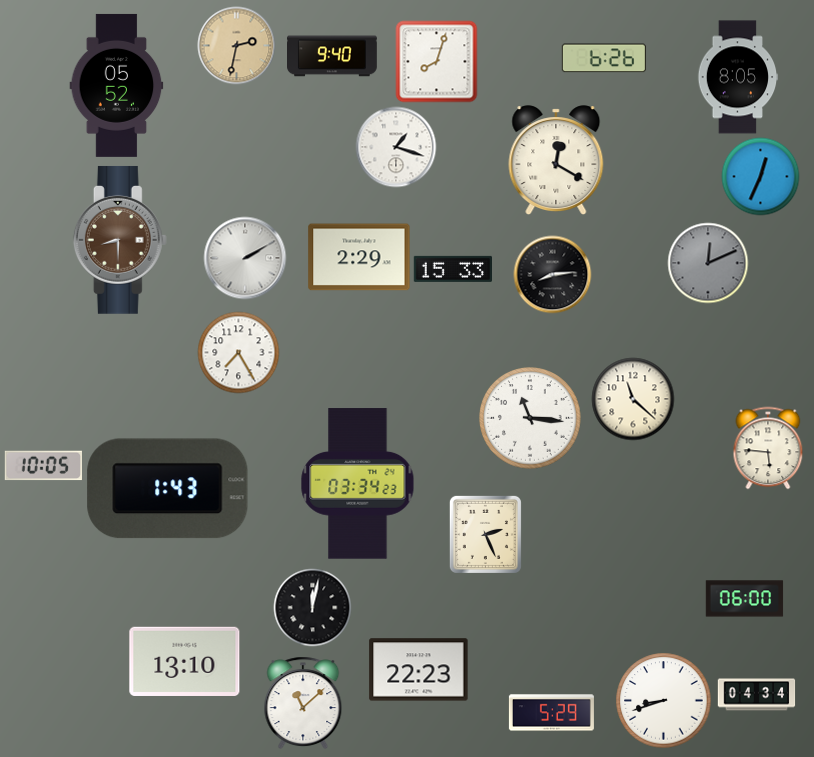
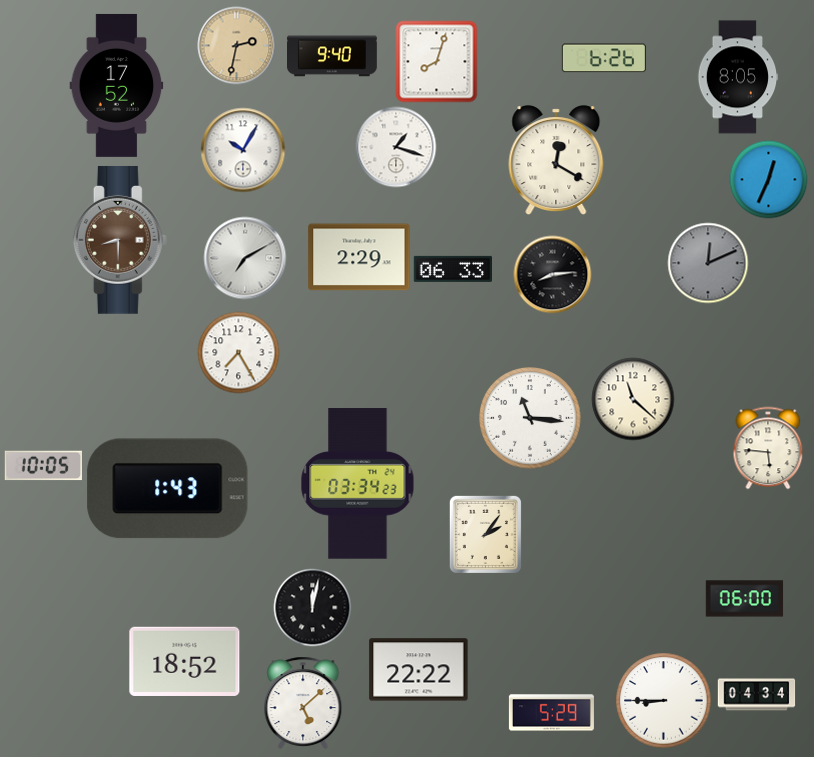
clock at (117, 85): 05:52 -> 17:52
clock at (243, 150): none -> 10:05
clock at (760, 176) position: (760, 176) -> (768, 179)
clock at (245, 258): 2:10 -> 7:10
clock at (452, 269): 15:33 -> 06:33
clock at (485, 534): 2:26 -> 2:06
clock at (185, 661): 13:10 -> 18:52
clock at (419, 670): 22:23 -> 22:22
clock at (663, 700): 8:42 -> 8:45
clock at (303, 703): 11:08 -> 5:08
